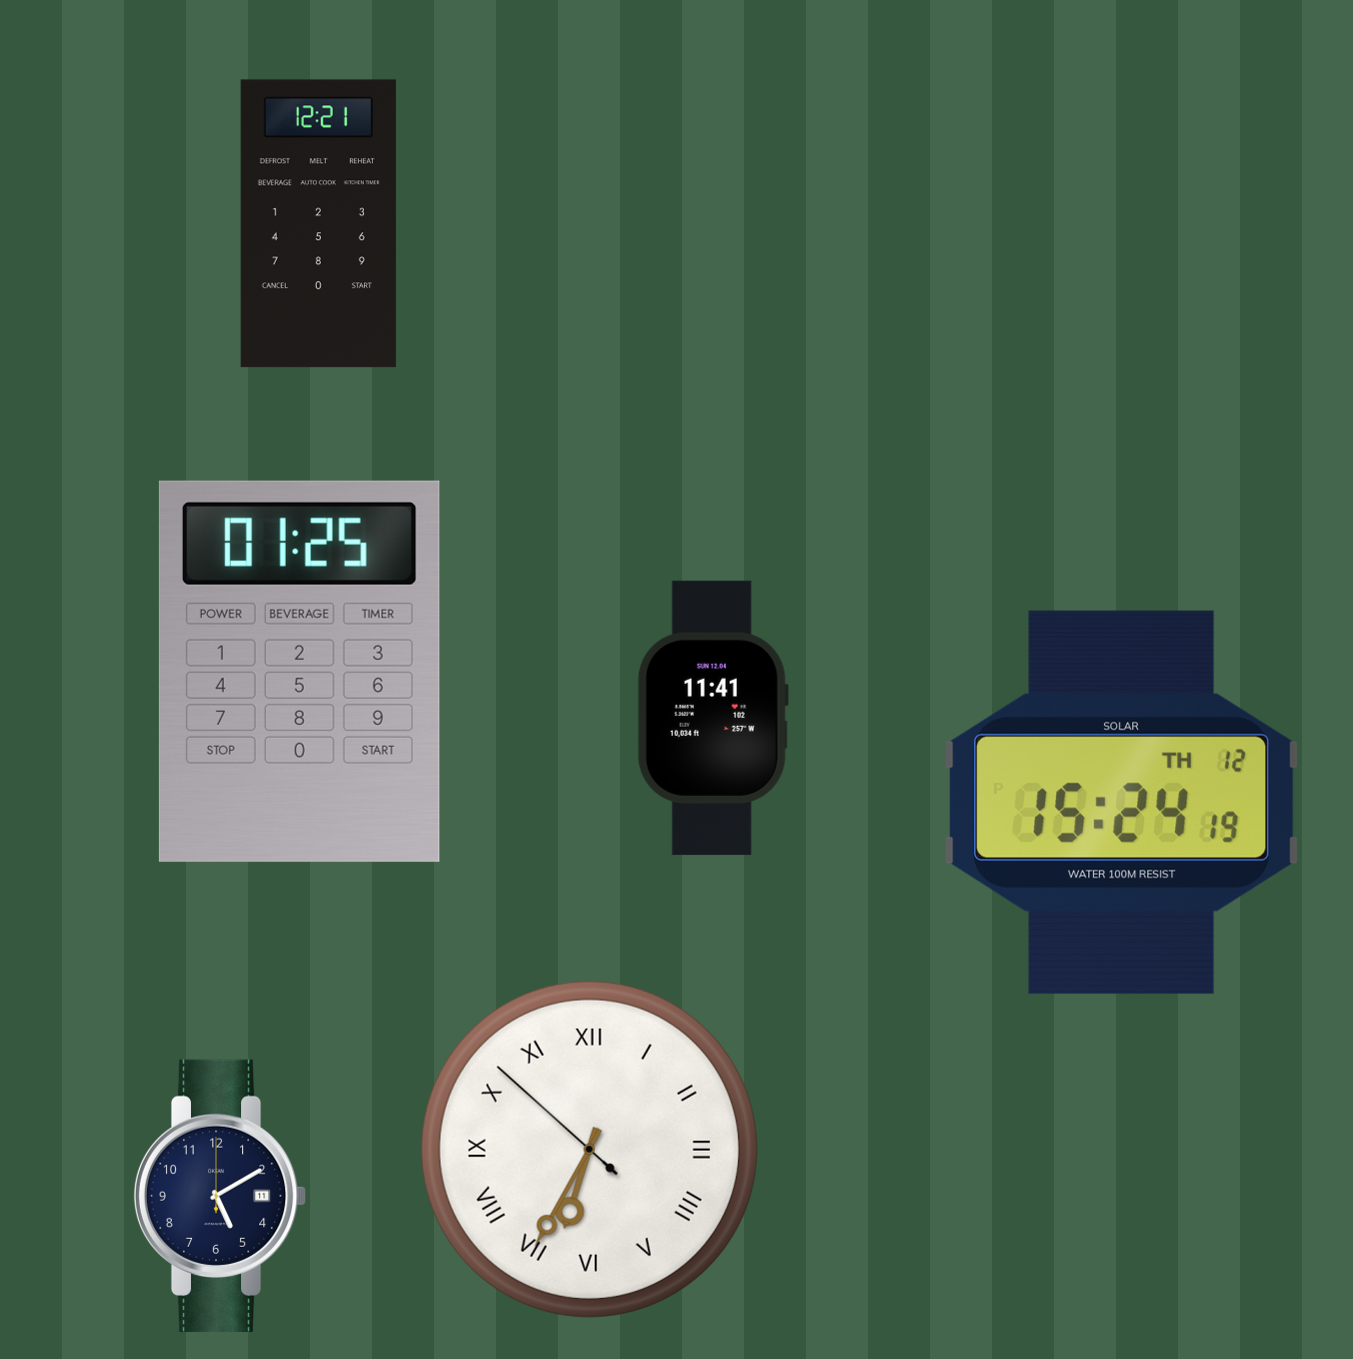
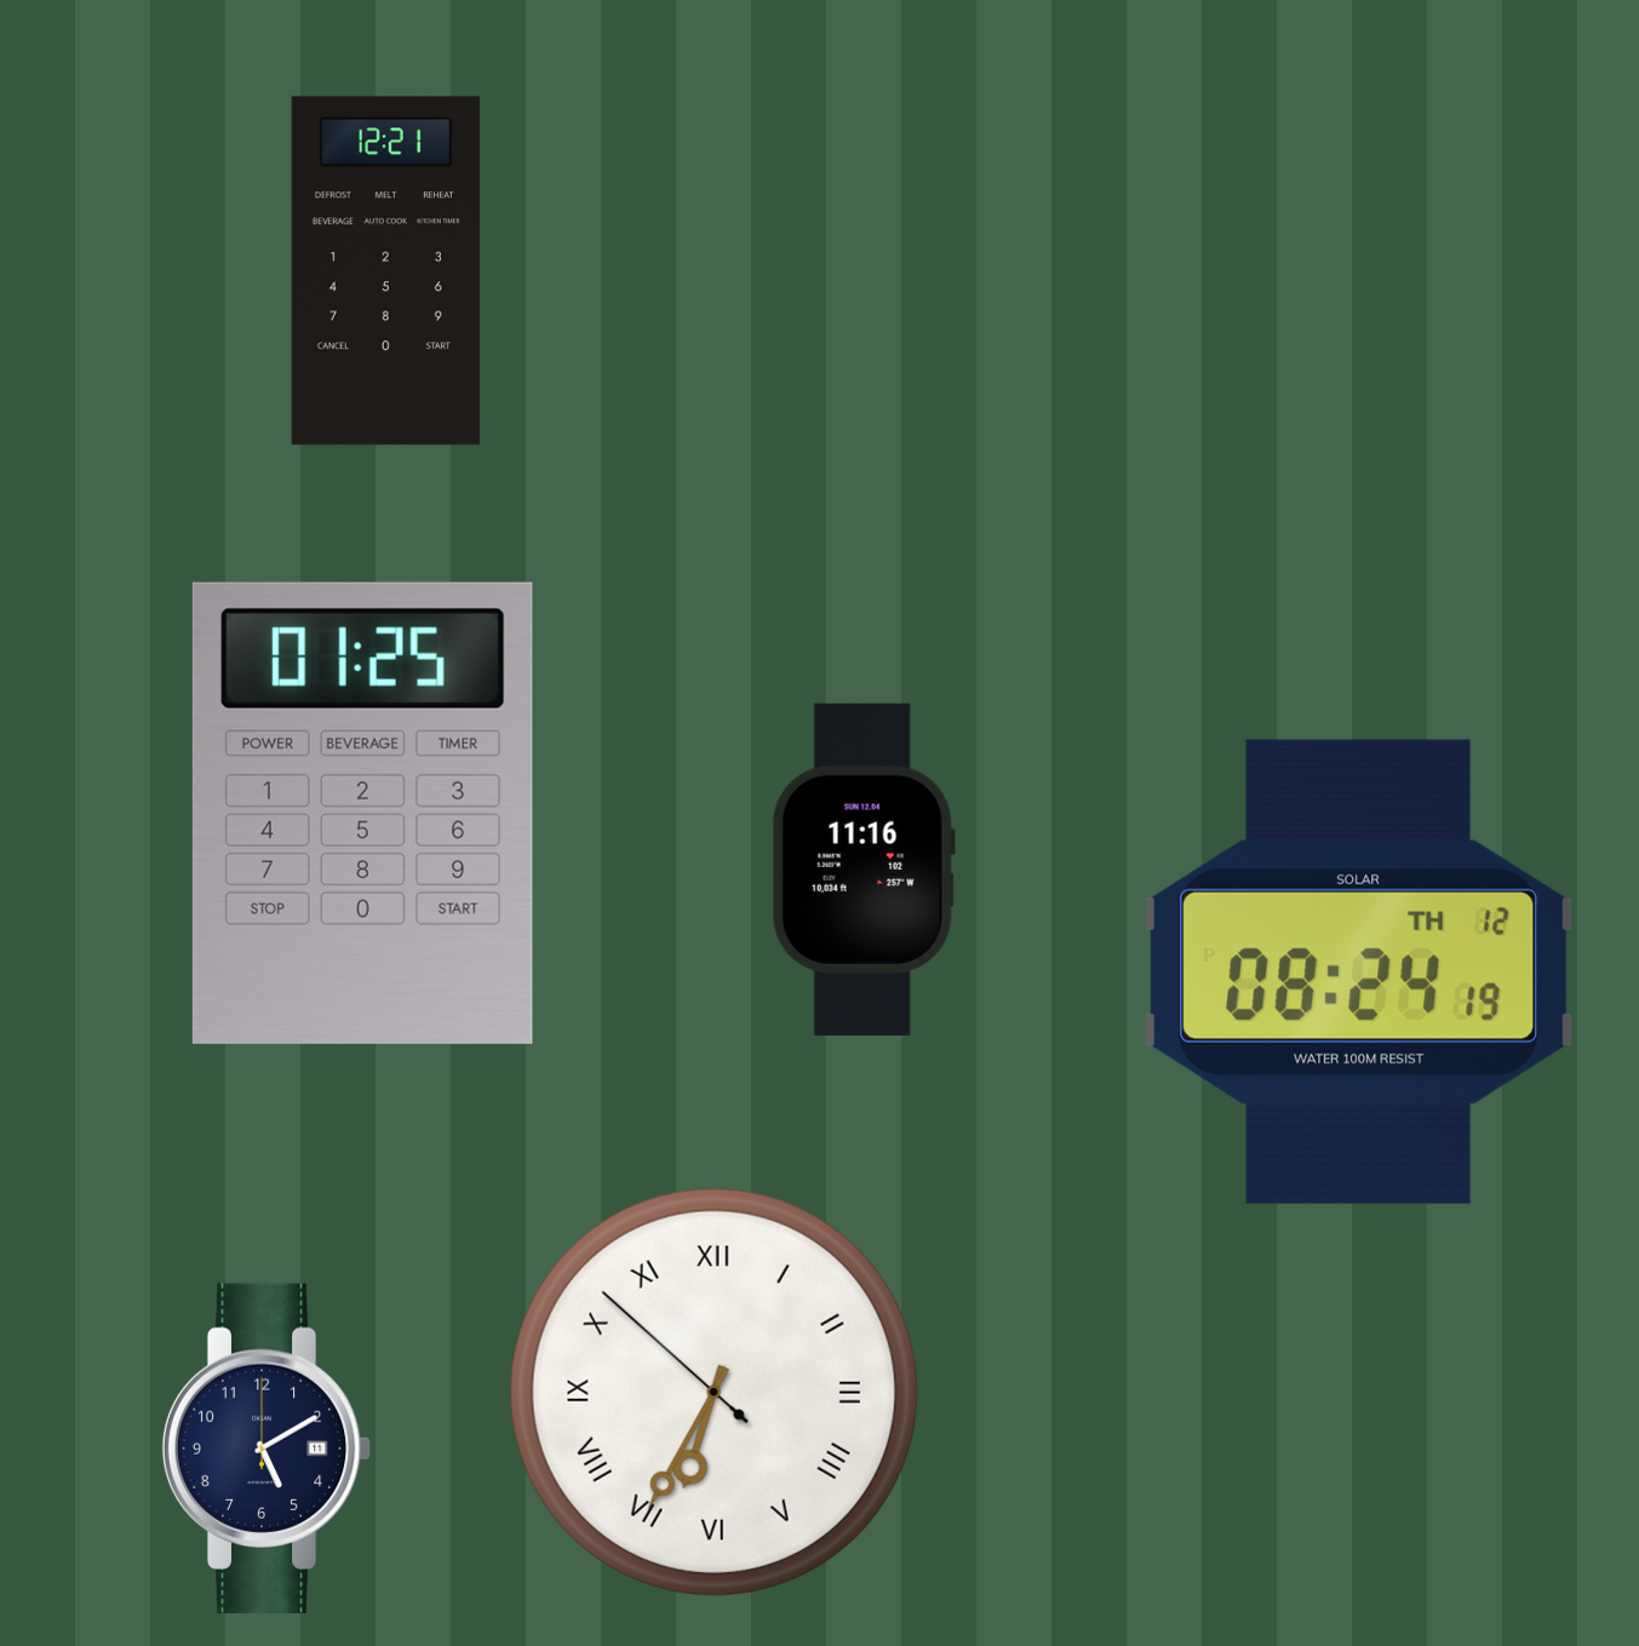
clock at (713, 718): 11:41 -> 11:16
clock at (1122, 802): 15:24 -> 08:24
